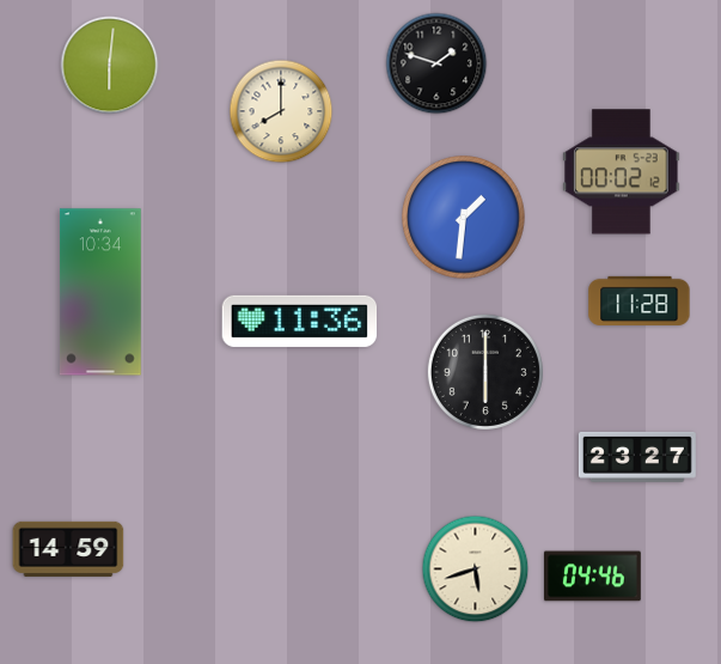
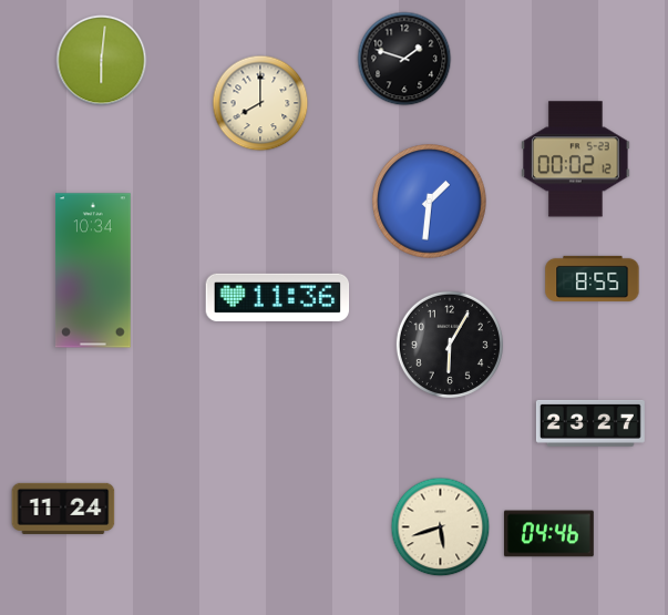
clock at (640, 300): 11:28 -> 8:55
clock at (485, 372): 6:00 -> 6:05
clock at (68, 549): 14:59 -> 11:24
